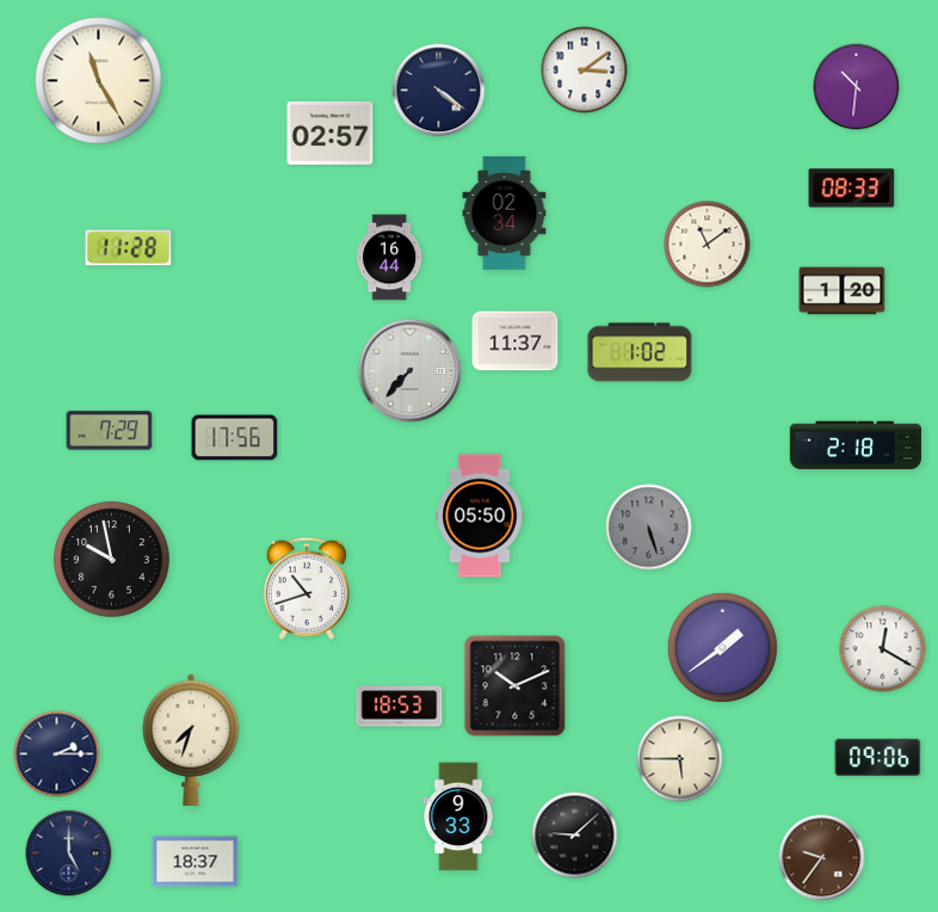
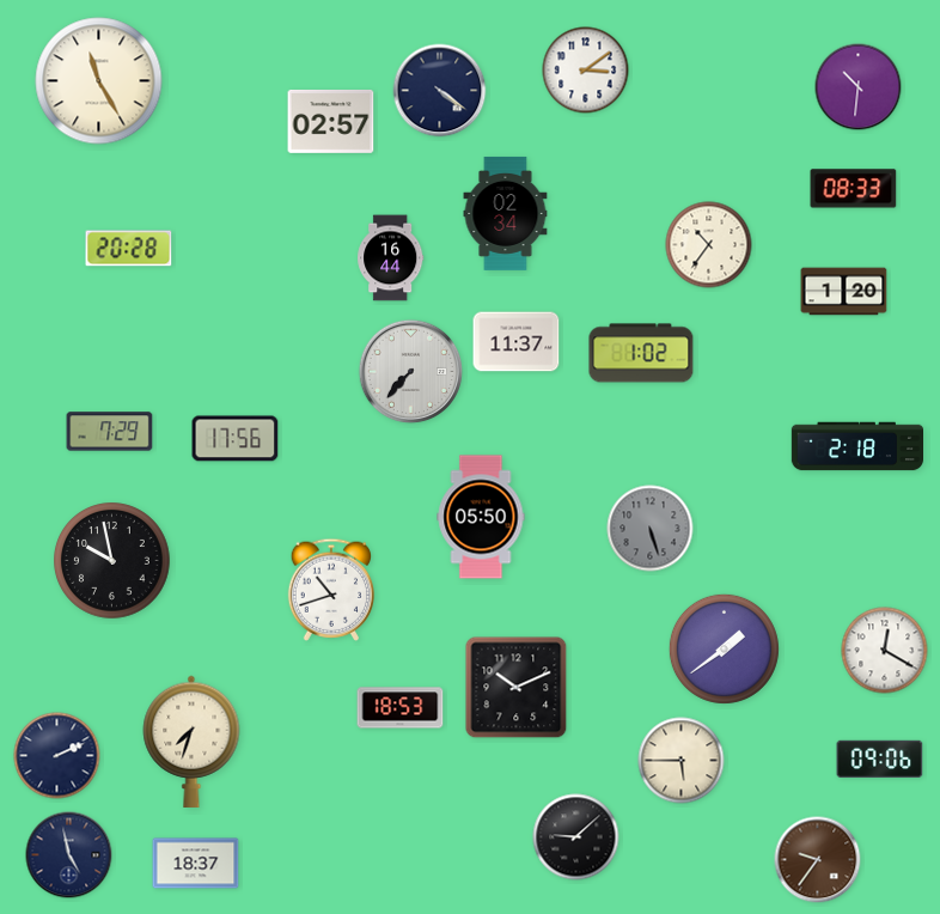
clock at (331, 133) position: (331, 133) -> (331, 121)
clock at (708, 245): 11:09 -> 10:36
clock at (129, 248): 11:28 -> 20:28
clock at (307, 589) position: (307, 589) -> (331, 590)
clock at (57, 754): 2:15 -> 2:11
clock at (458, 817): 9:33 -> none
clock at (69, 854): 5:00 -> 4:58
clock at (822, 858) position: (822, 858) -> (818, 860)
